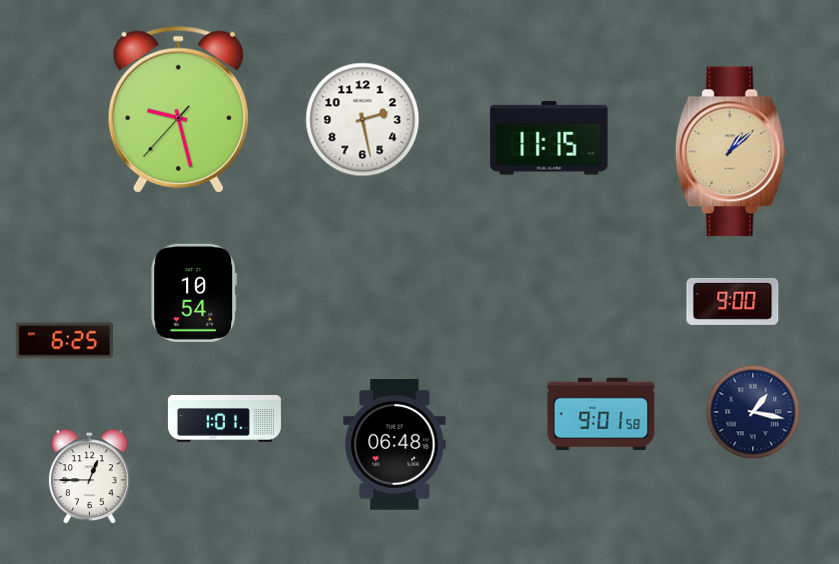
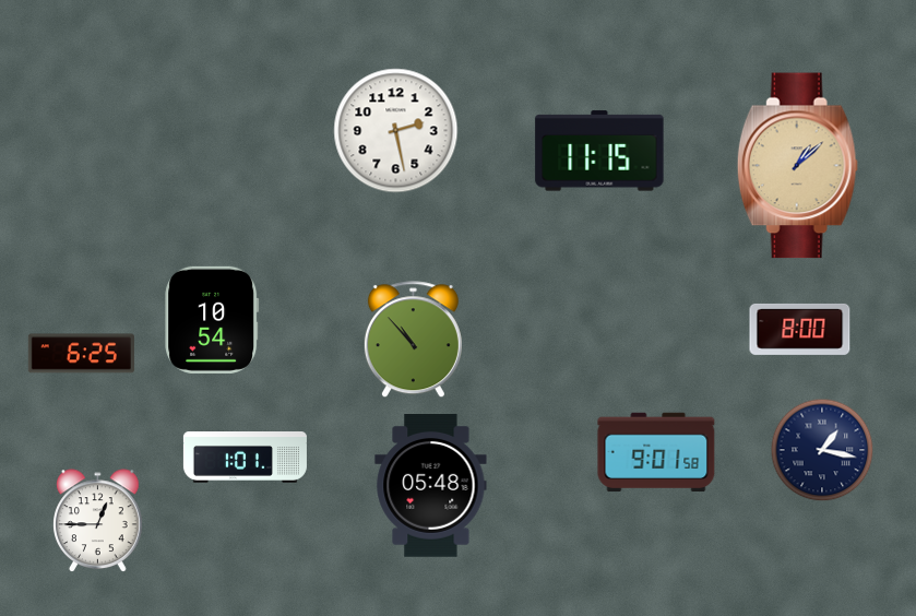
clock at (178, 109): 9:27 -> none
clock at (733, 301): 9:00 -> 8:00
clock at (413, 340): none -> 10:53
clock at (64, 341) position: (64, 341) -> (81, 354)
clock at (395, 445): 06:48 -> 05:48
